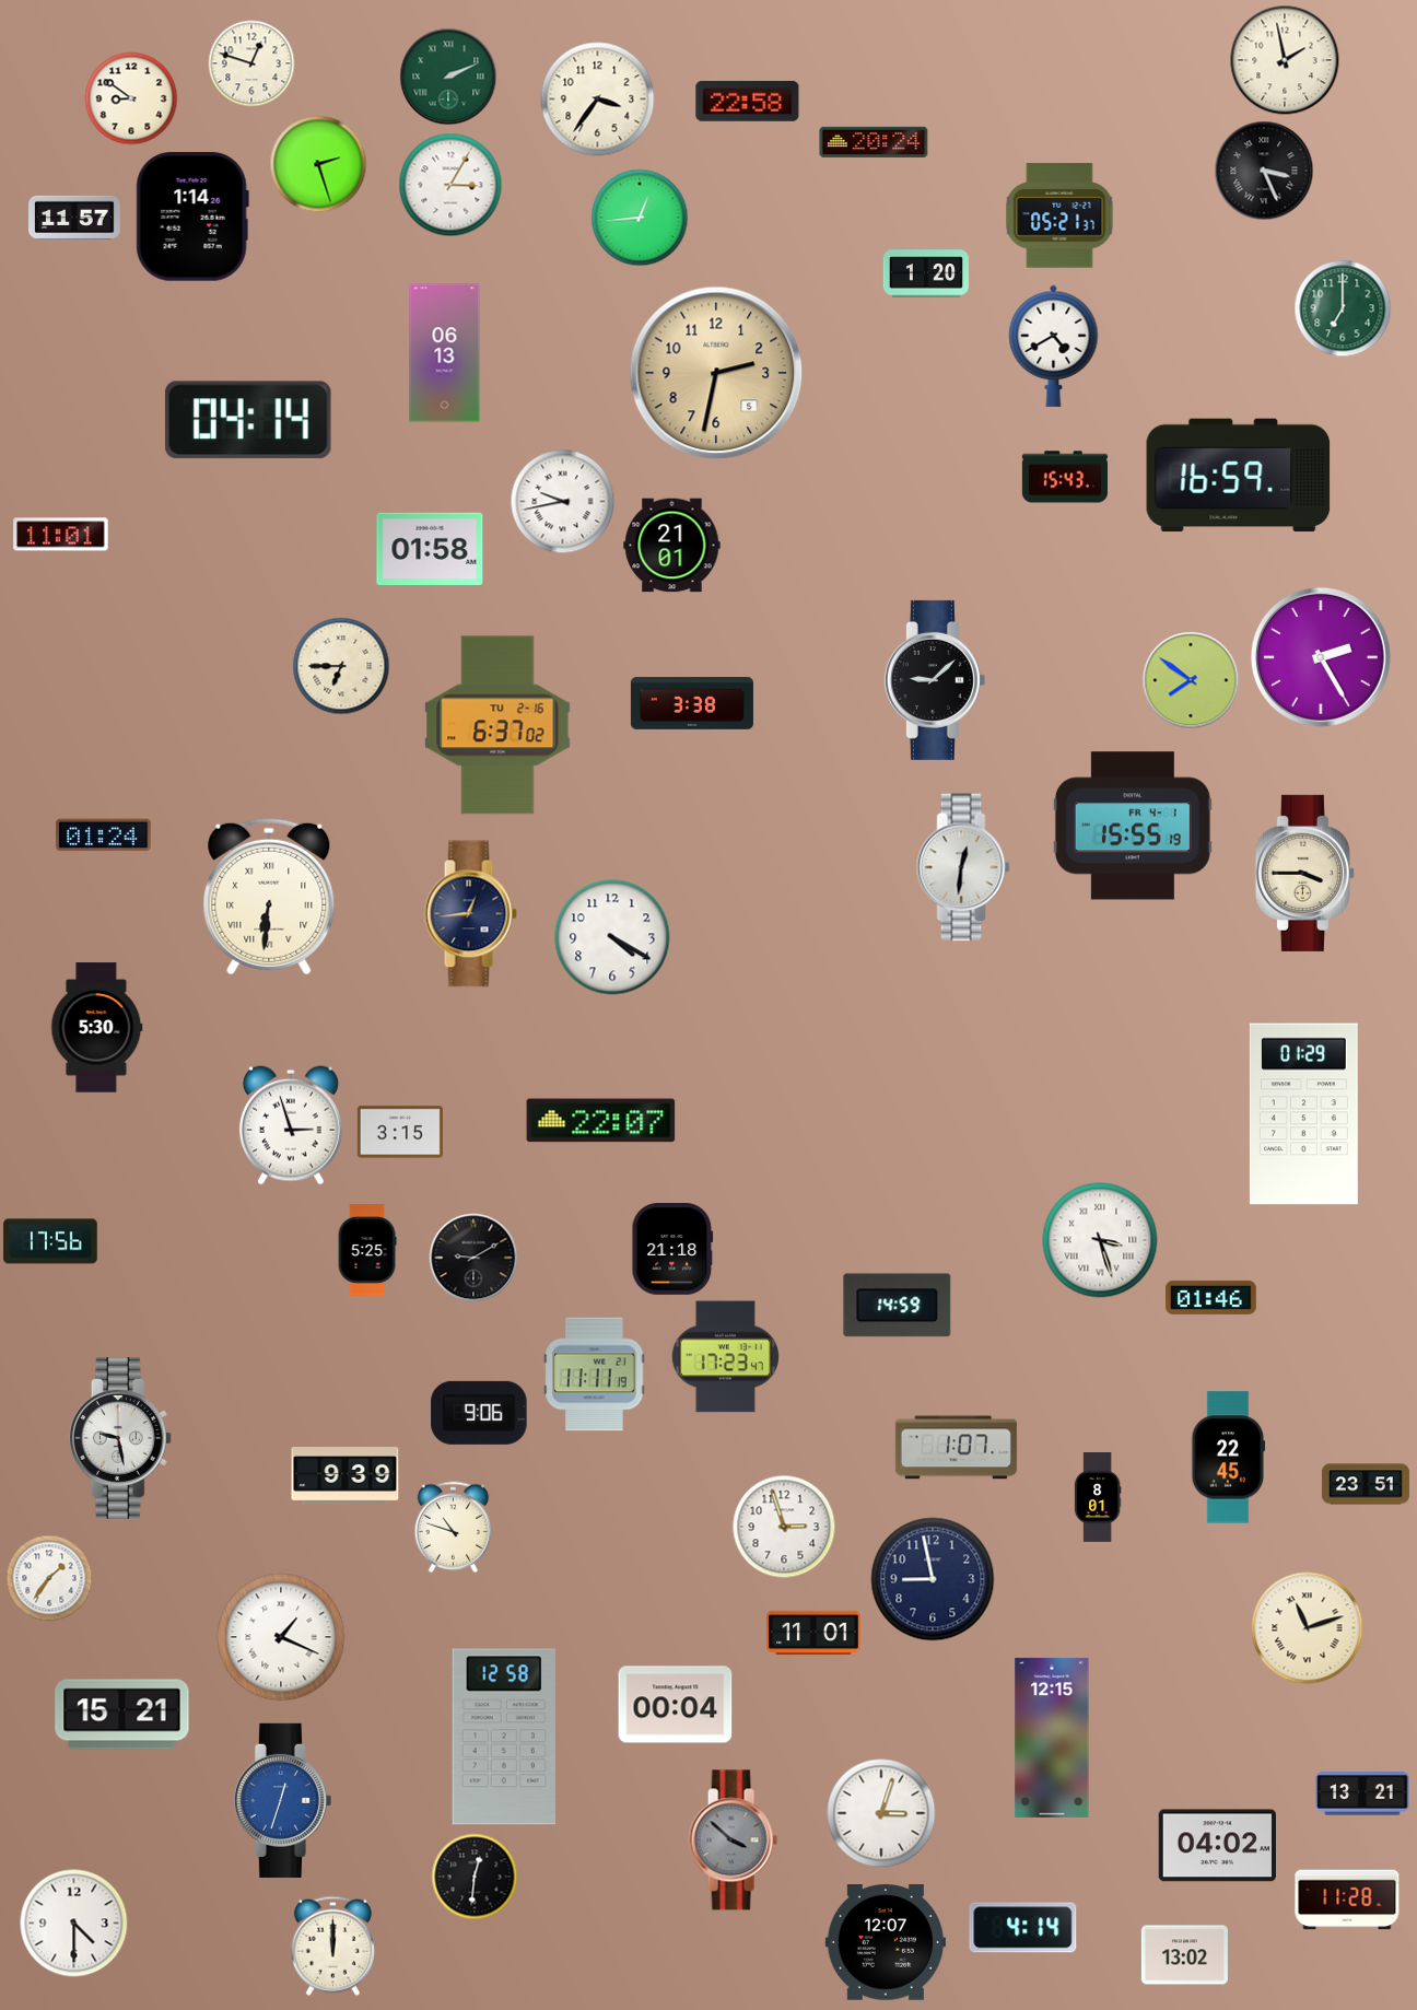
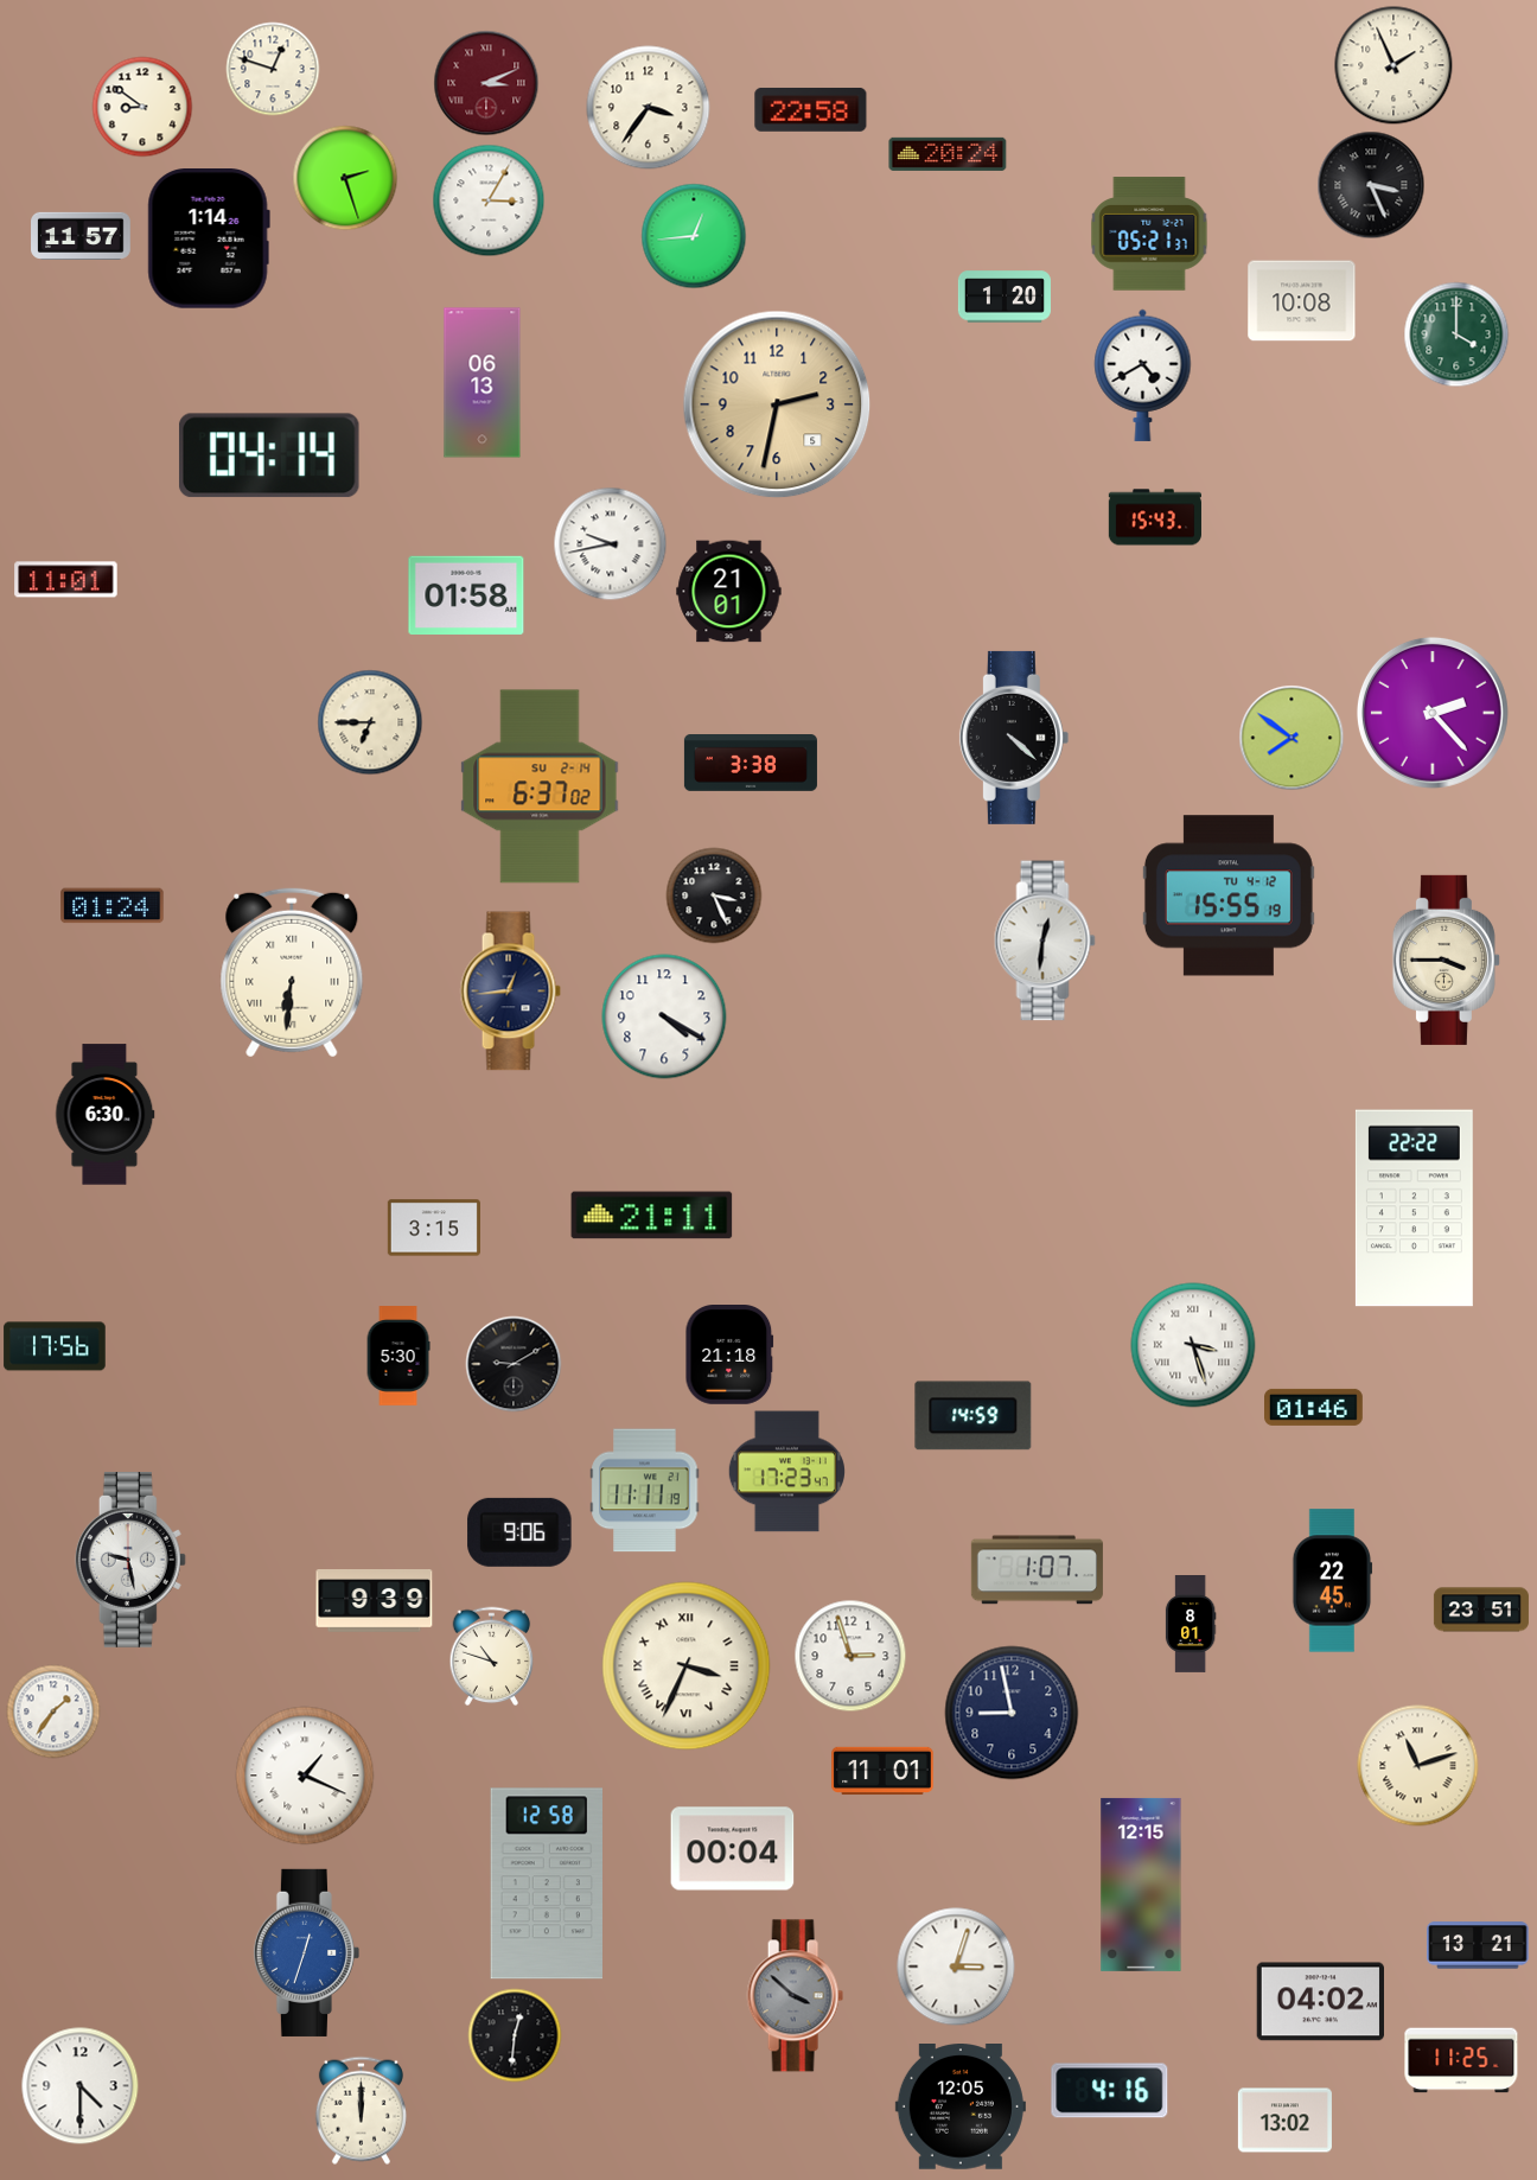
clock at (1285, 60): 1:58 -> 1:56
clock at (448, 77): 2:11 -> 3:11
clock at (448, 77) dial: green -> burgundy
clock at (192, 218) position: (192, 218) -> (209, 240)
clock at (1302, 301): none -> 10:08
clock at (1343, 308): 7:00 -> 4:00
clock at (1239, 476): 16:59 -> none
clock at (1321, 657): 2:25 -> 2:23
clock at (935, 680): 9:08 -> 4:22
clock at (497, 725) date: TU 2-16 -> SU 2-14
clock at (714, 895): none -> 3:26
clock at (1133, 826) date: FR 4-1 -> TU 4-12
clock at (1304, 873) position: (1304, 873) -> (1446, 960)
clock at (97, 1028): 5:30 -> 6:30
clock at (1303, 1114): 01:29 -> 22:22
clock at (601, 1121): 22:07 -> 21:11
clock at (291, 1125): 2:57 -> none
clock at (367, 1250): 5:25 -> 5:30
clock at (687, 1666): none -> 3:34
clock at (122, 1715): 15:21 -> none
clock at (1347, 1900): 11:28 -> 11:25
clock at (1023, 1928): 4:14 -> 4:16
clock at (886, 1943): 12:07 -> 12:05
